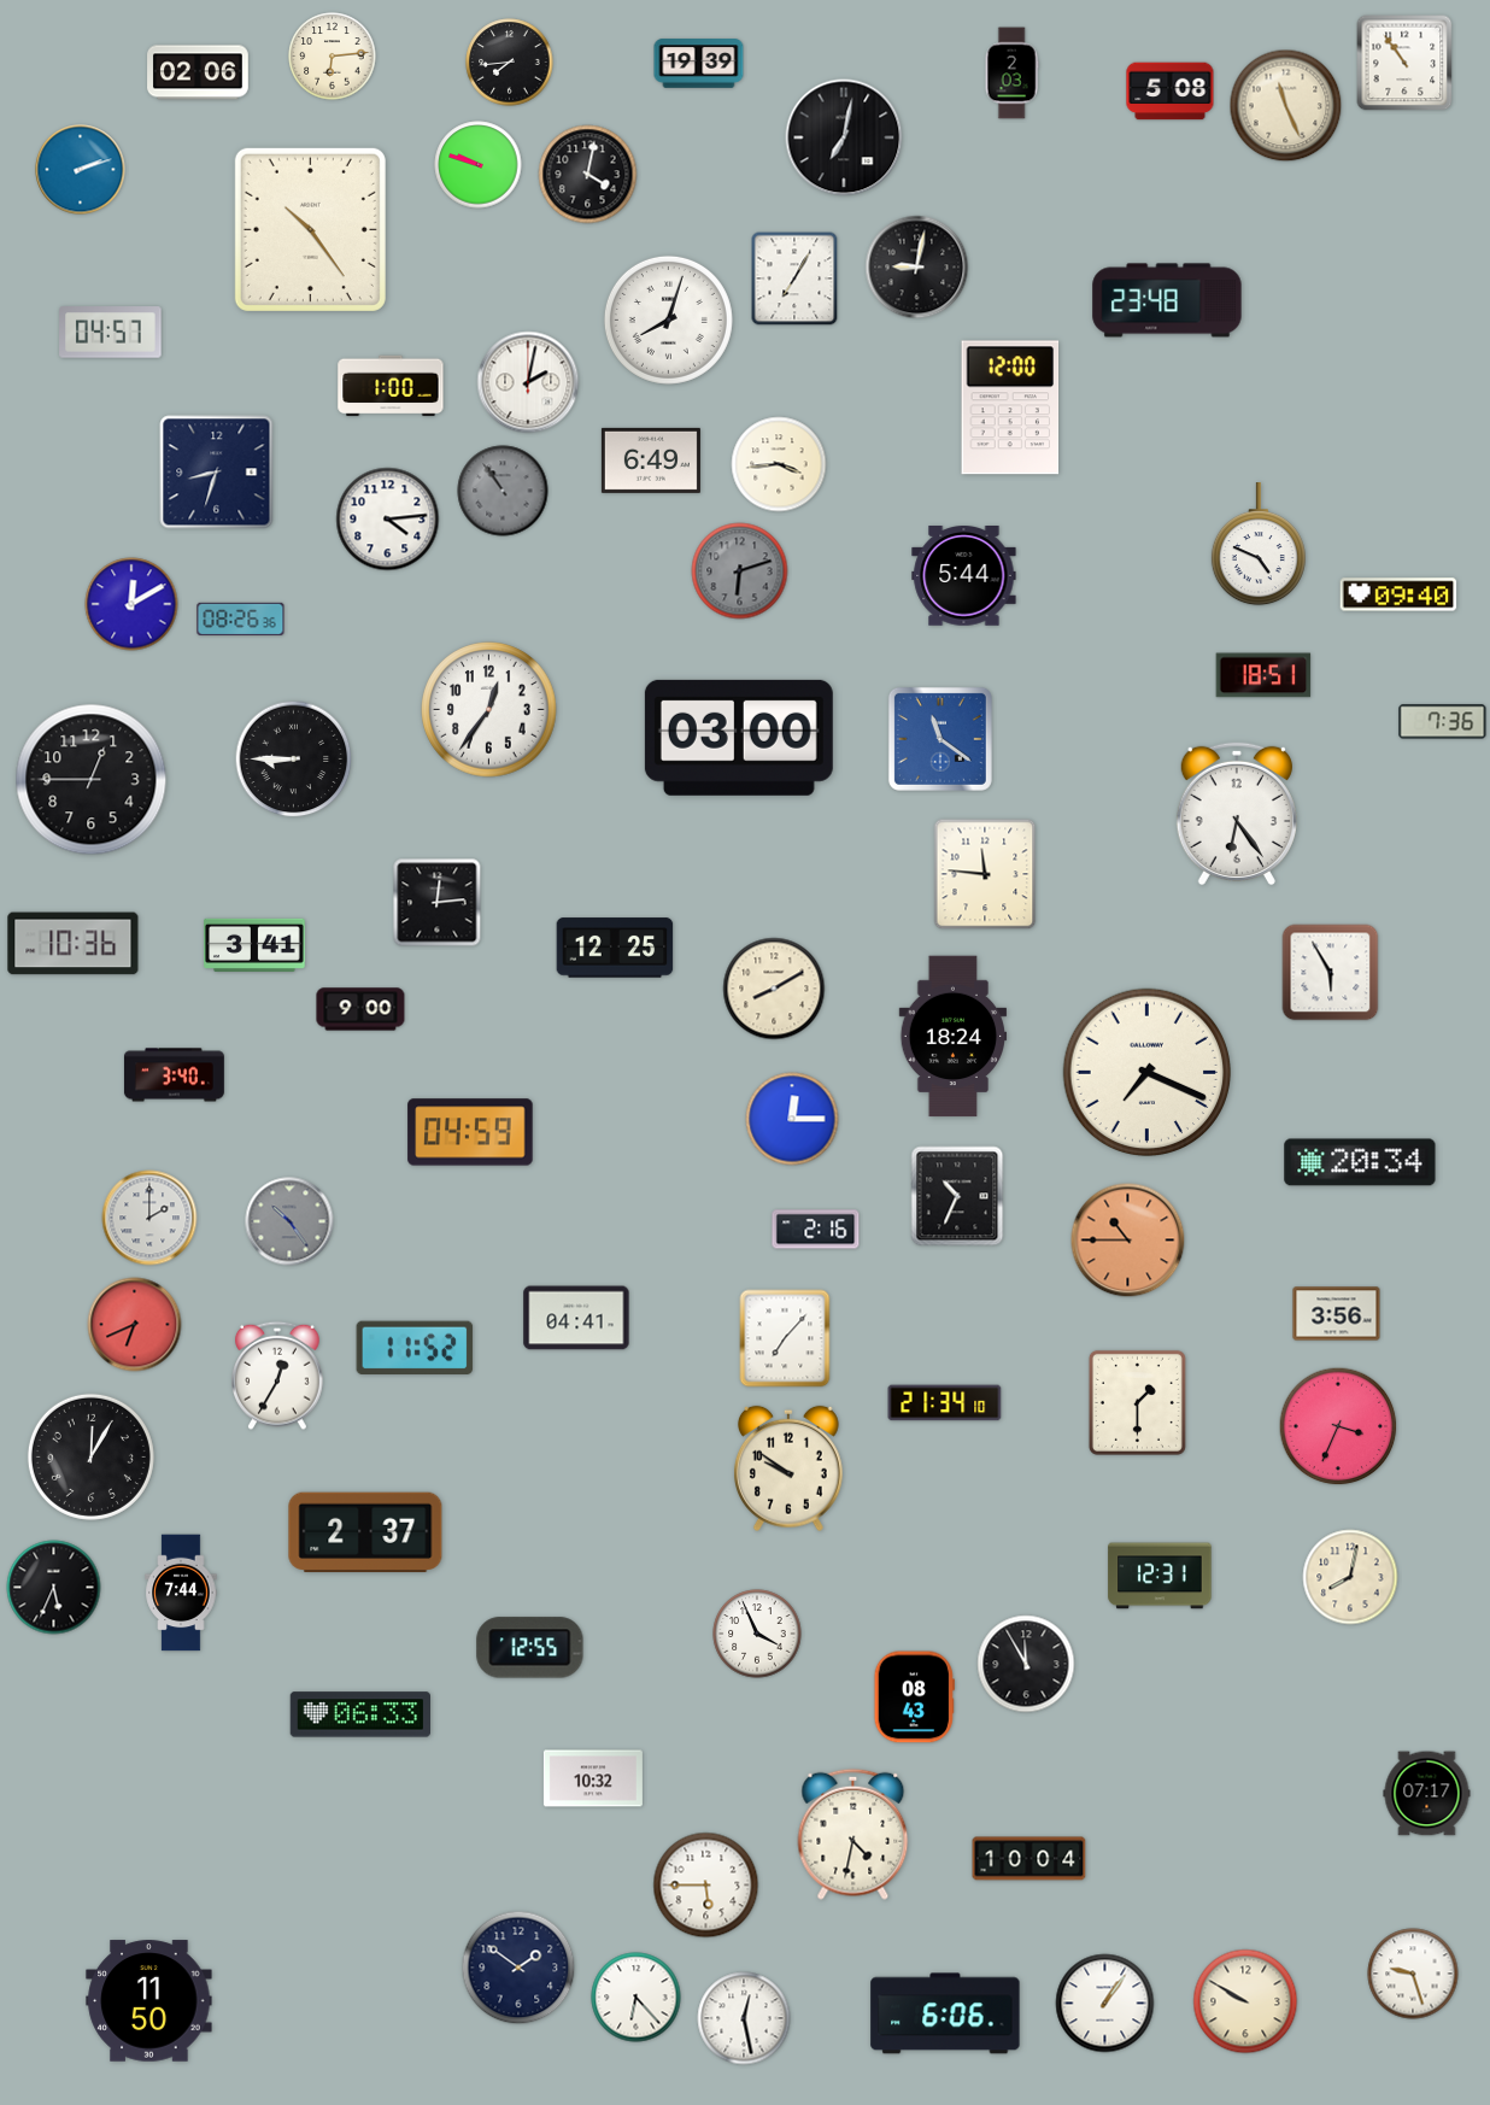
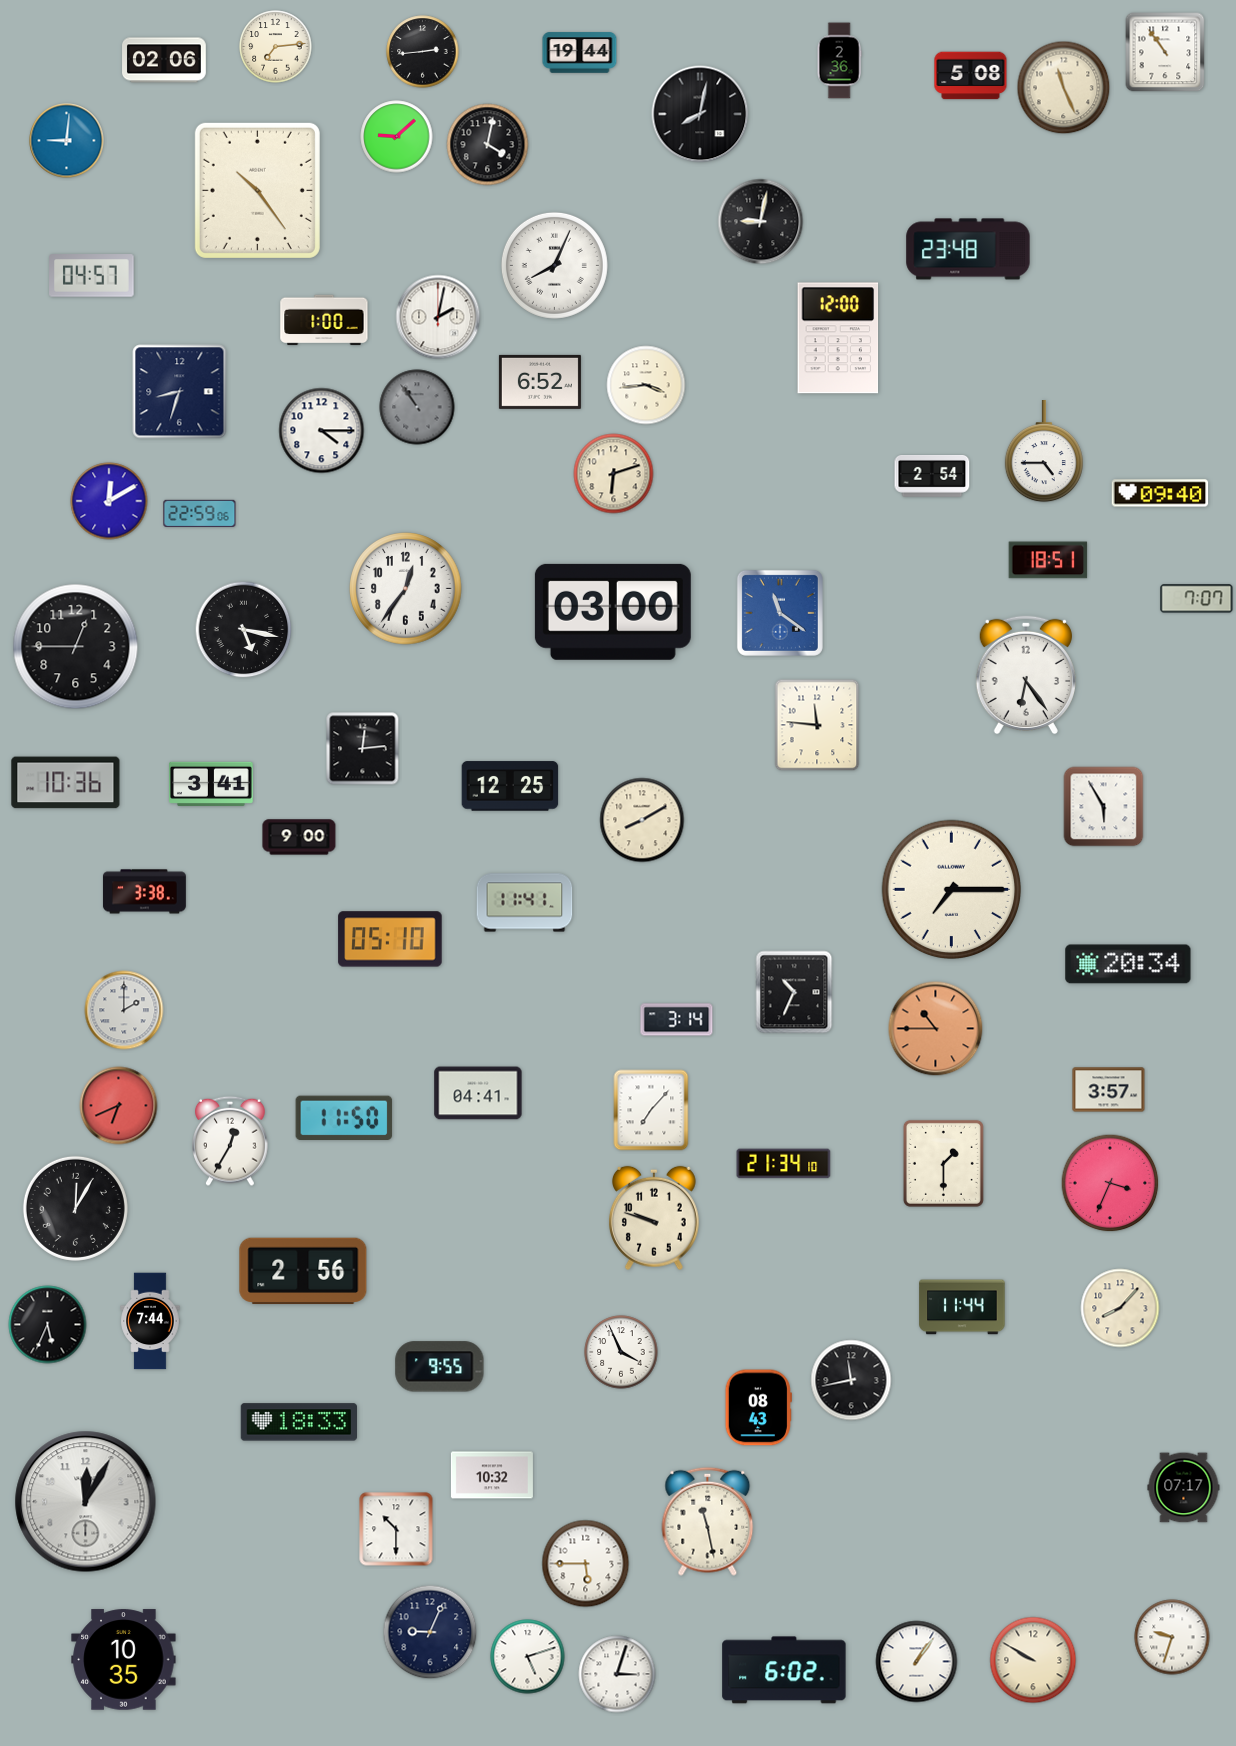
clock at (333, 57): 6:14 -> 7:14
clock at (510, 63): 7:44 -> 2:44
clock at (699, 64): 19:39 -> 19:44
clock at (1011, 74): 2:03 -> 2:36
clock at (1286, 106) position: (1286, 106) -> (1064, 88)
clock at (844, 137): 7:02 -> 8:02
clock at (479, 165): 9:48 -> 9:08
clock at (81, 170): 2:12 -> 9:01
clock at (794, 278): 7:05 -> none
clock at (668, 319): 8:03 -> 8:04
clock at (651, 461): 6:49 -> 6:52
clock at (388, 520): 4:14 -> 4:15
clock at (1259, 545): 4:49 -> 4:45
clock at (740, 571) dial: grey -> cream
clock at (932, 477): none -> 2:54
clock at (964, 576): 5:44 -> none
clock at (241, 618): 08:26 -> 22:59
clock at (1443, 722): 7:36 -> 7:07
clock at (294, 760): 8:45 -> 5:17
clock at (74, 944) position: (74, 944) -> (66, 783)
clock at (954, 1037): 18:24 -> none
clock at (1148, 1073): 7:19 -> 7:15
clock at (174, 1075): 3:40 -> 3:38
clock at (525, 903): none -> 11:41
clock at (792, 1119): 12:15 -> none
clock at (470, 1132): 04:59 -> 05:10
clock at (289, 1221): 10:24 -> none
clock at (816, 1230): 2:16 -> 3:14
clock at (1337, 1314): 3:56 -> 3:57
clock at (135, 1325) position: (135, 1325) -> (119, 1106)
clock at (415, 1348): 11:52 -> 11:50
clock at (788, 1468): 9:51 -> 9:48
clock at (365, 1532): 2:37 -> 2:56
clock at (1160, 1576): 12:31 -> 11:44
clock at (1350, 1577): 8:02 -> 8:07
clock at (54, 1588) position: (54, 1588) -> (48, 1325)
clock at (757, 1634) position: (757, 1634) -> (621, 1352)
clock at (530, 1648): 12:55 -> 9:55
clock at (1026, 1664): 11:55 -> 11:43
clock at (359, 1714): 06:33 -> 18:33
clock at (86, 1502): none -> 12:05
clock at (853, 1834): 4:32 -> 11:28
clock at (396, 1529): none -> 10:30
clock at (1029, 1859): 10:04 -> none
clock at (518, 1968): 1:51 -> 9:04
clock at (1413, 1974): 9:27 -> 9:33
clock at (637, 1998): 6:23 -> 5:12
clock at (149, 2001): 11:50 -> 10:35
clock at (945, 2013): 6:06 -> 6:02
clock at (744, 2018): 12:28 -> 3:03
